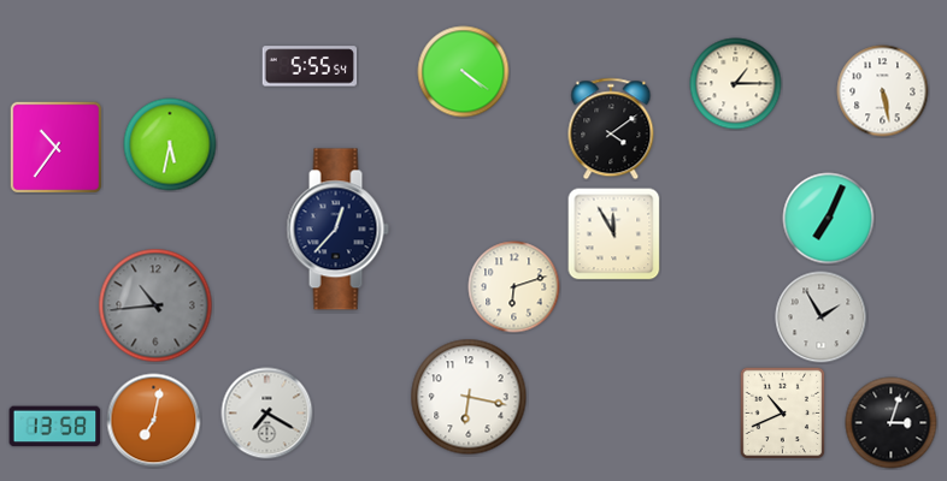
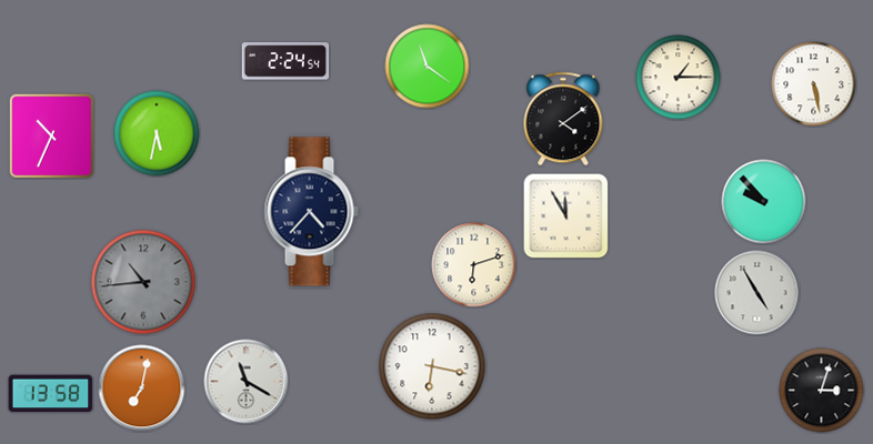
clock at (310, 66): 5:55 -> 2:24
clock at (464, 72): 4:21 -> 11:21
clock at (55, 147): 10:36 -> 10:34
clock at (829, 219): 7:04 -> 9:53
clock at (337, 230): 12:37 -> 4:37
clock at (822, 317): 1:55 -> 4:55
clock at (783, 412): 10:41 -> none
clock at (267, 414): 7:20 -> 11:20
